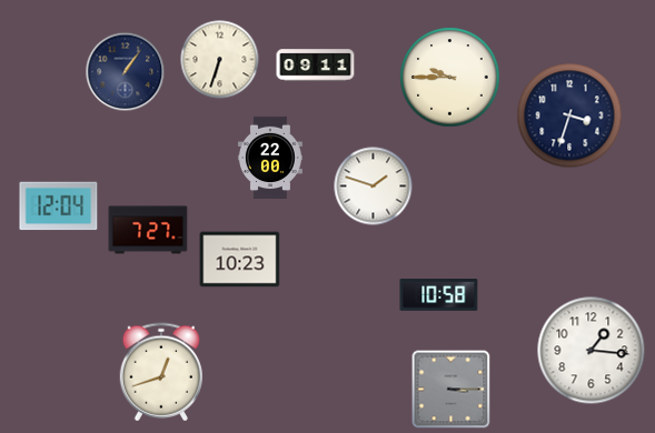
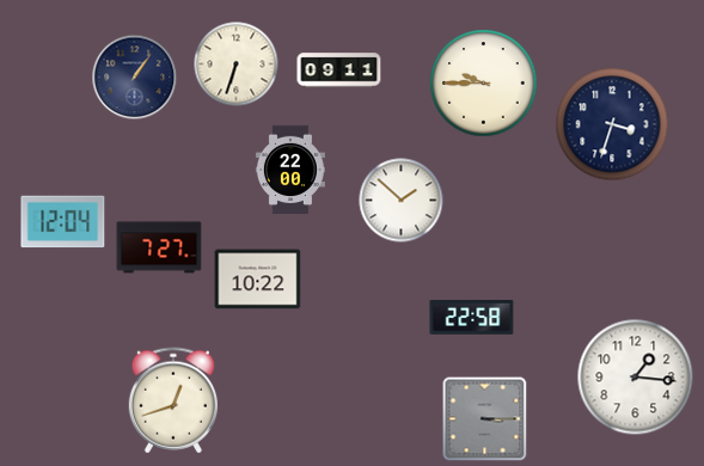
clock at (374, 187): 1:48 -> 1:52
clock at (240, 260): 10:23 -> 10:22
clock at (439, 295): 10:58 -> 22:58
